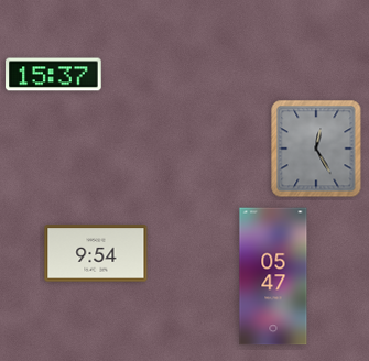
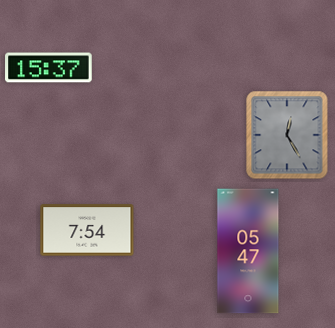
clock at (96, 253): 9:54 -> 7:54
